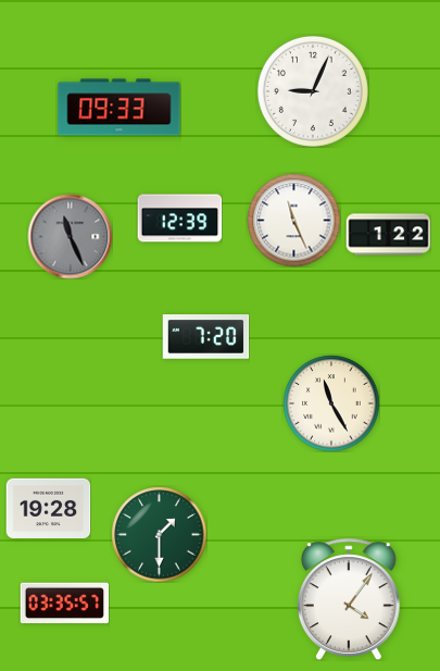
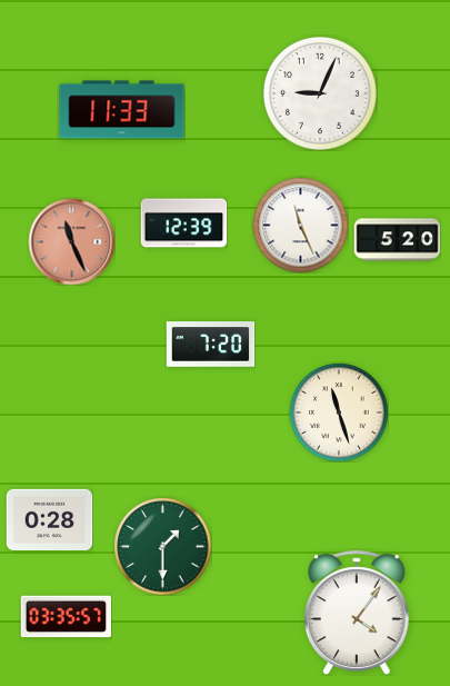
clock at (120, 108): 09:33 -> 11:33
clock at (388, 235): 1:22 -> 5:20
clock at (70, 236) dial: grey -> salmon
clock at (331, 403): 11:25 -> 11:27
clock at (48, 508): 19:28 -> 0:28
